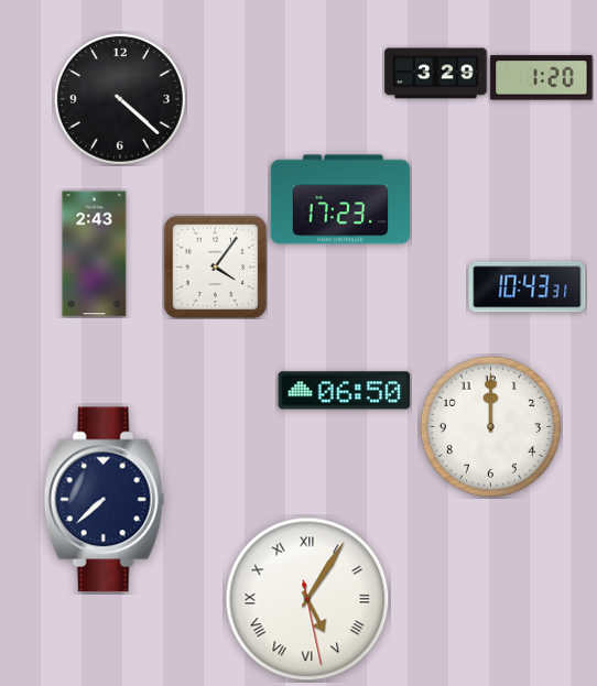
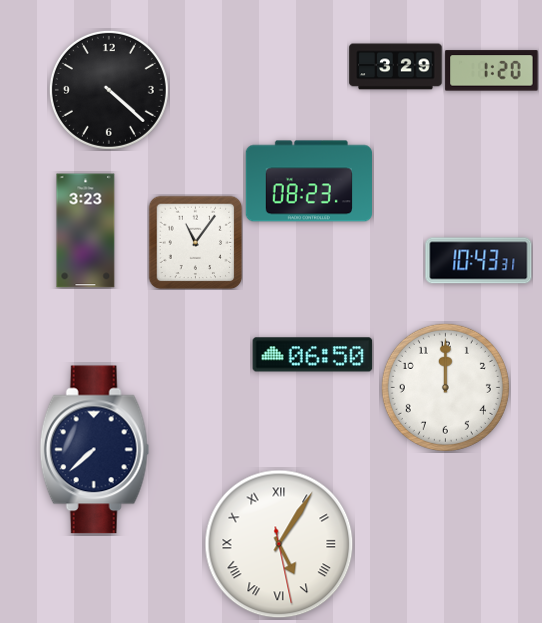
clock at (339, 199): 17:23 -> 08:23
clock at (95, 254): 2:43 -> 3:23
clock at (215, 266): 4:06 -> 11:06
clock at (105, 500) position: (105, 500) -> (95, 450)
